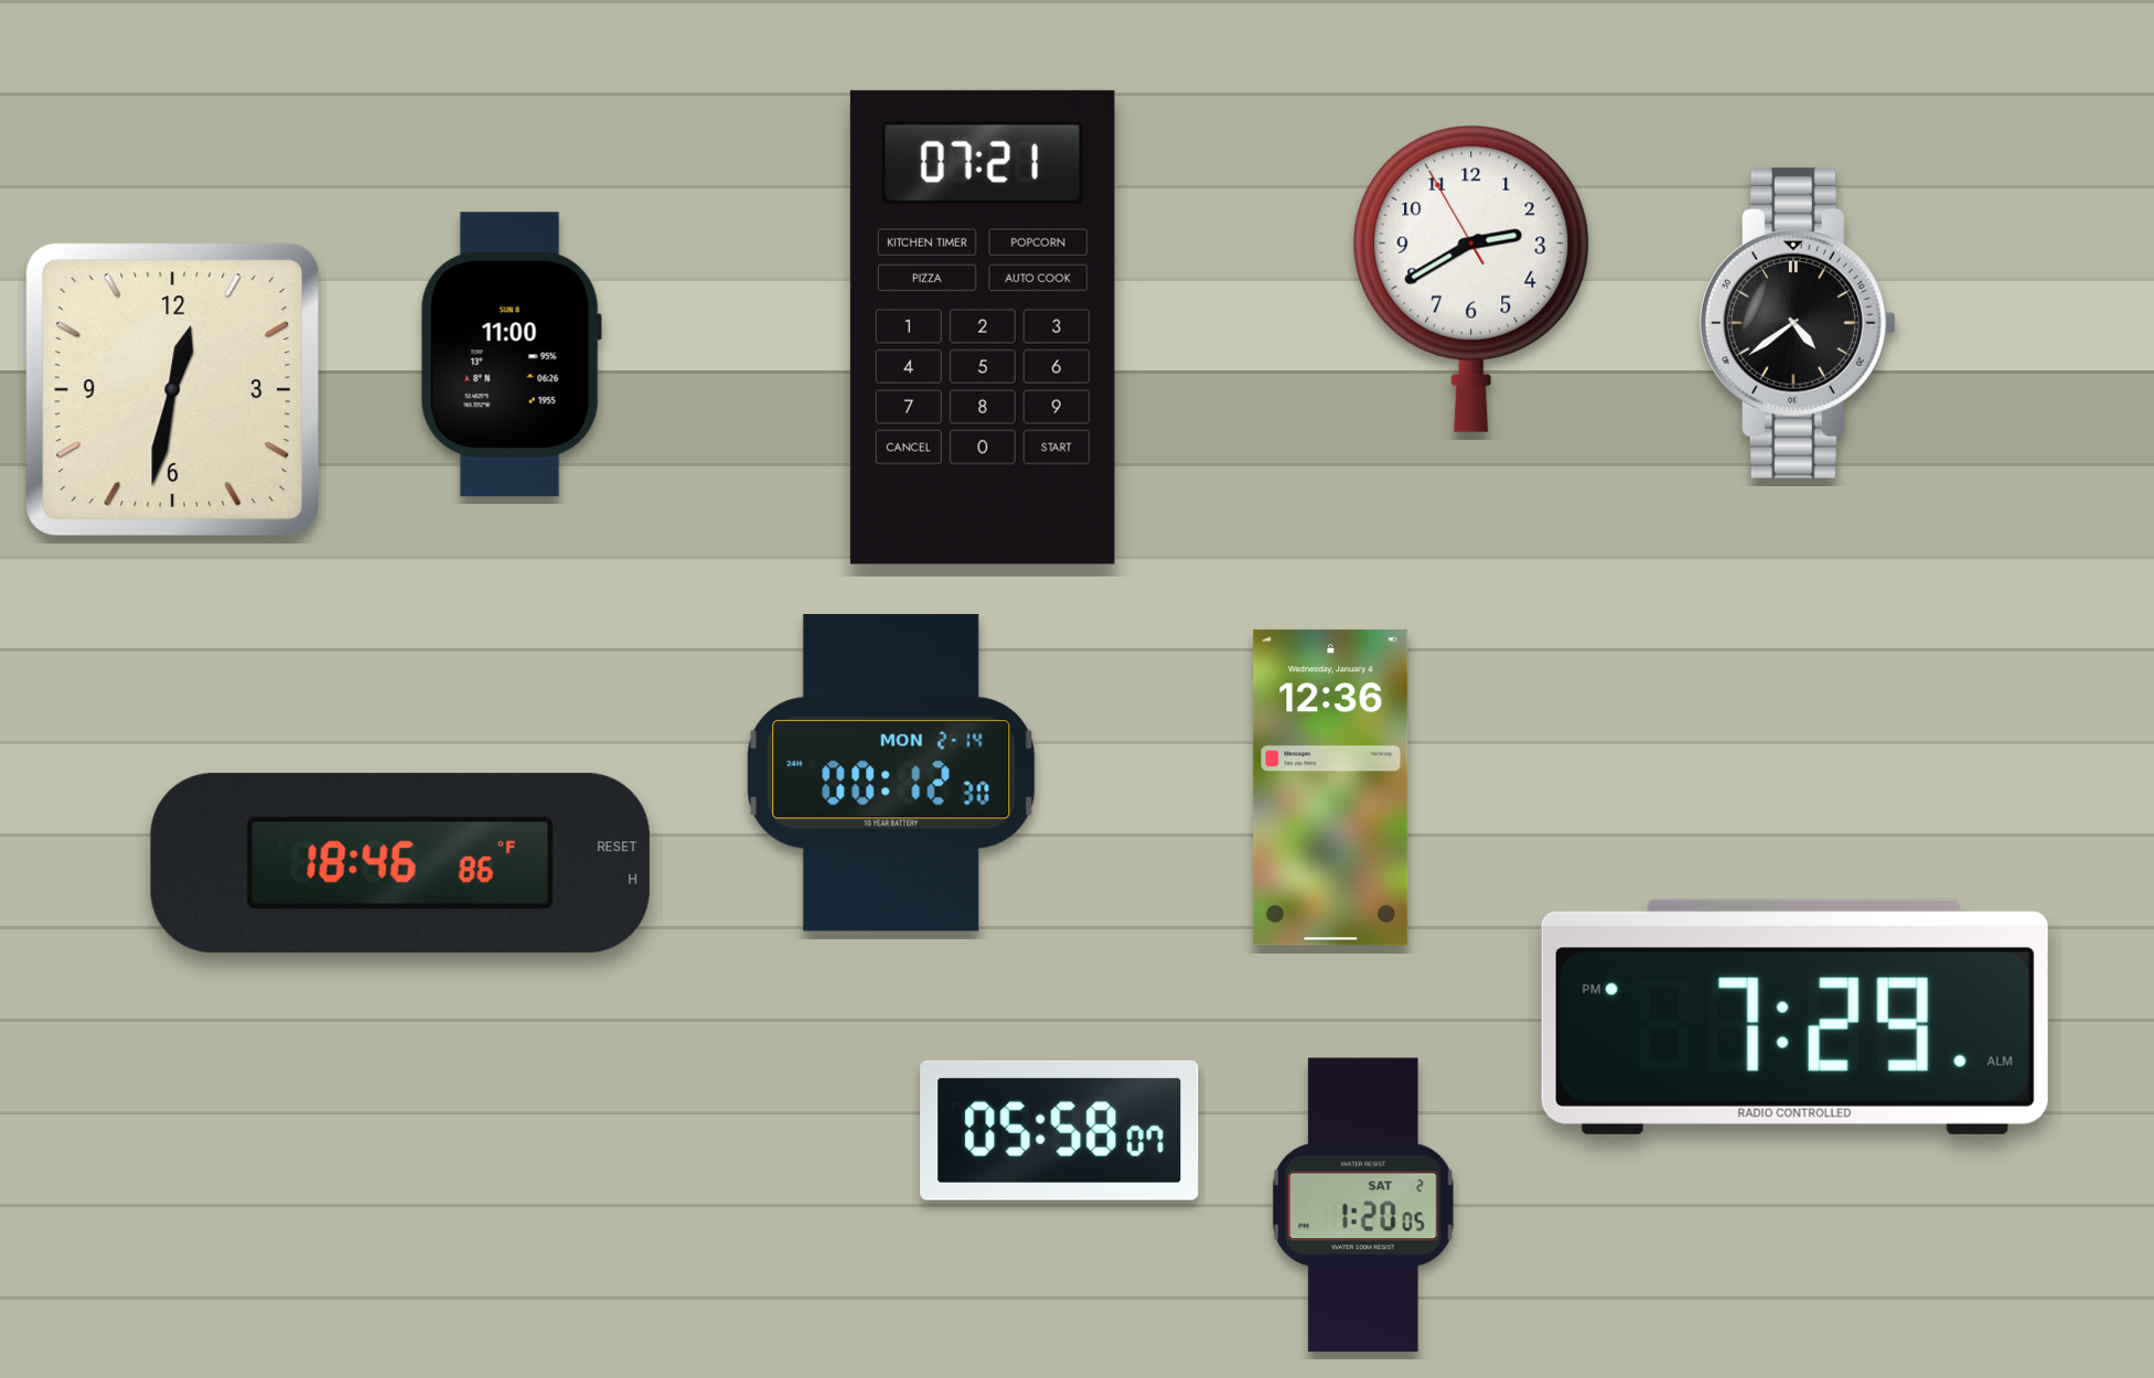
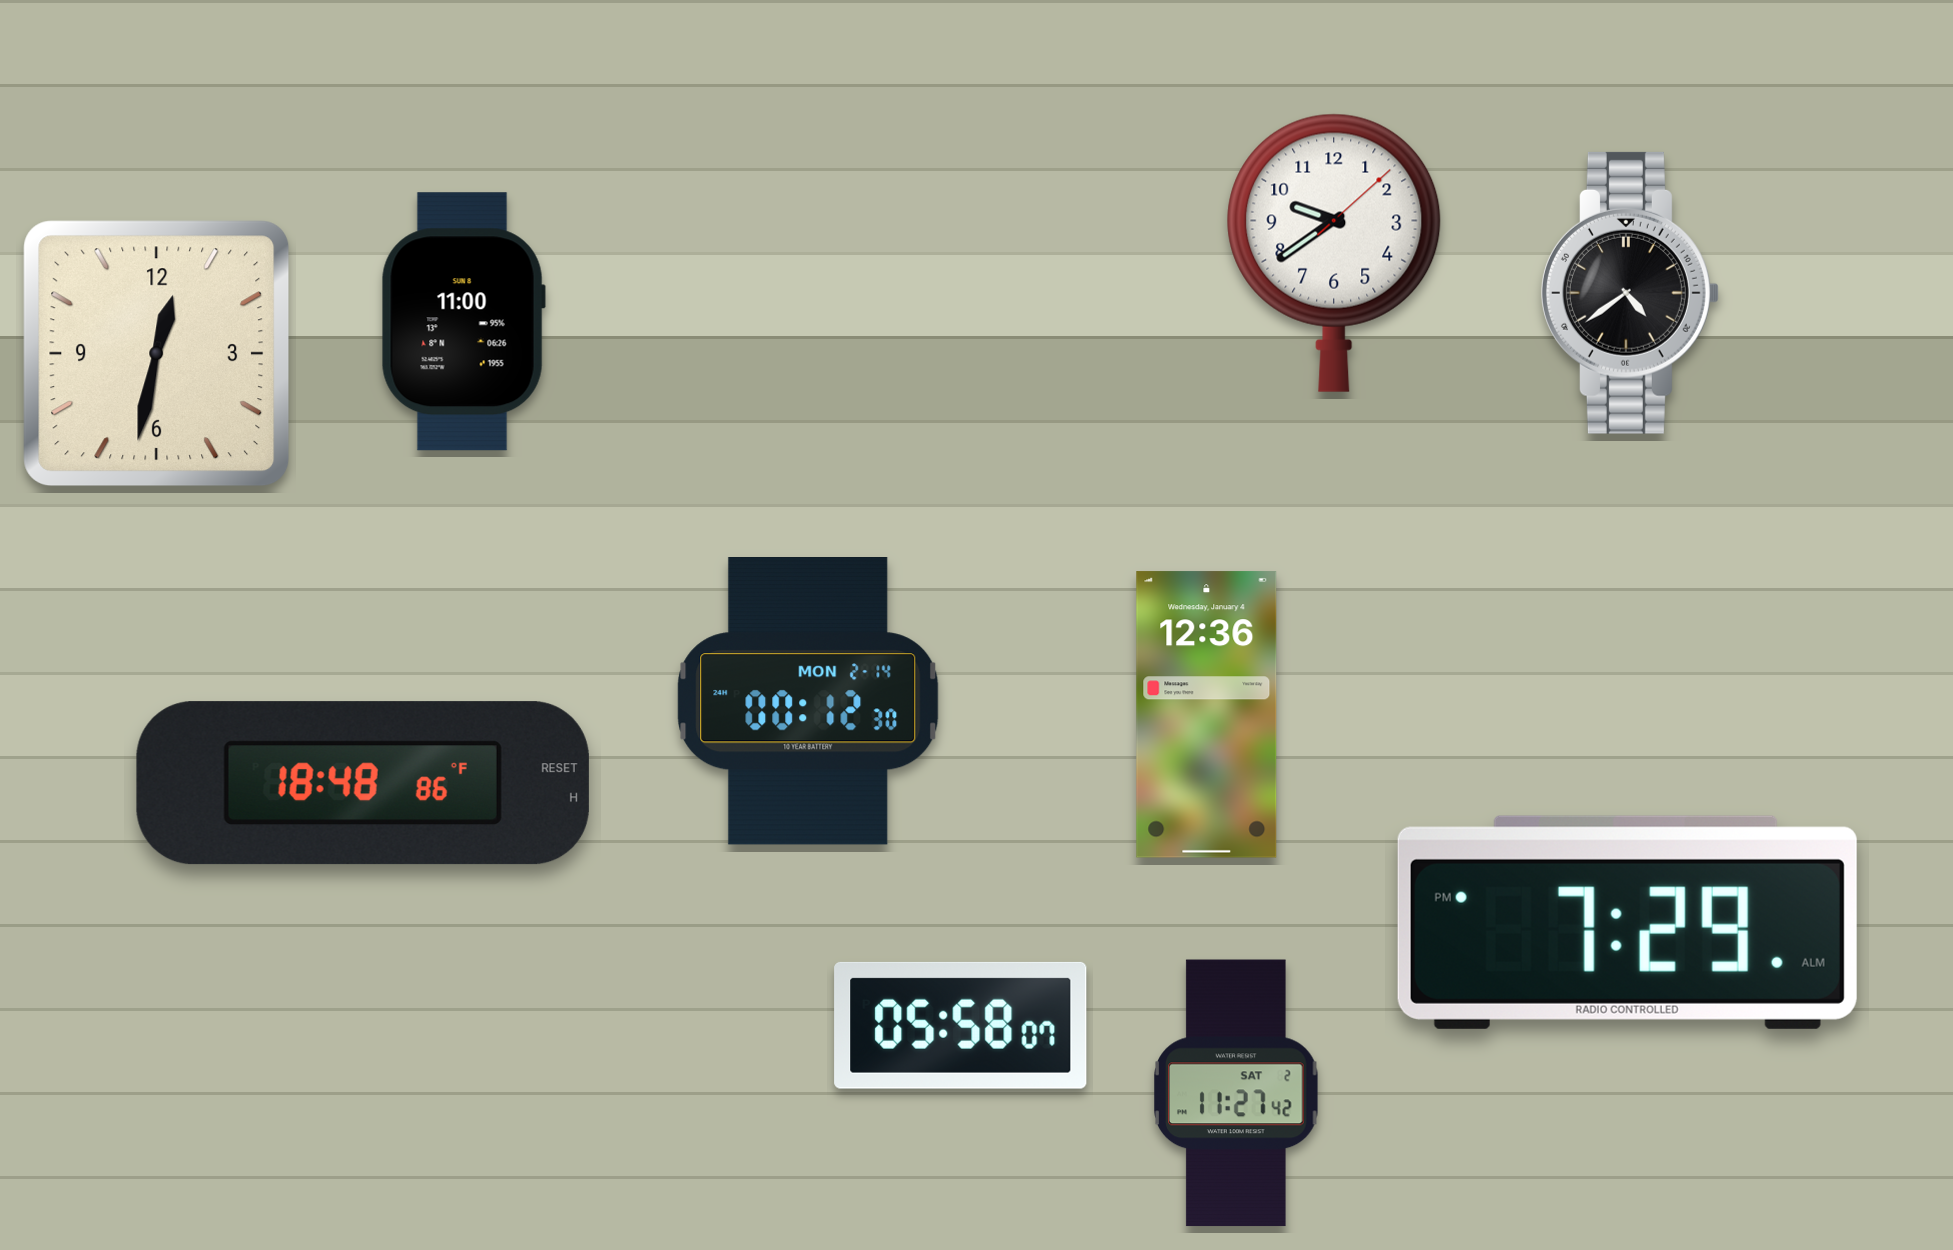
clock at (1471, 279): 2:39 -> 9:39
clock at (983, 327): 07:21 -> none
clock at (400, 863): 18:46 -> 18:48
clock at (1363, 1205): 1:20 -> 11:27
